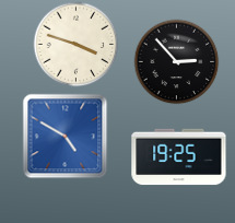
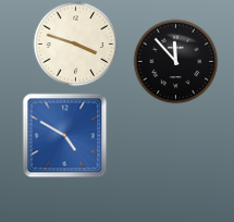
clock at (176, 61): 2:53 -> 11:53
clock at (179, 157): 19:25 -> none
